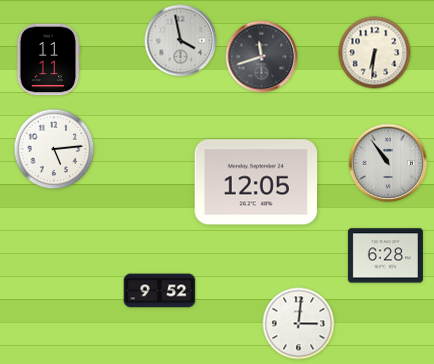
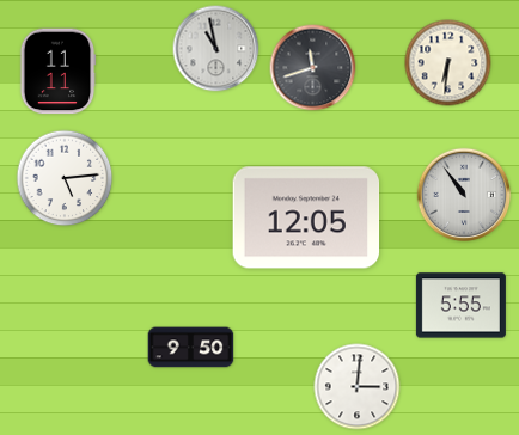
clock at (181, 41): 3:58 -> 10:58
clock at (385, 256): 6:28 -> 5:55
clock at (160, 291): 9:52 -> 9:50
